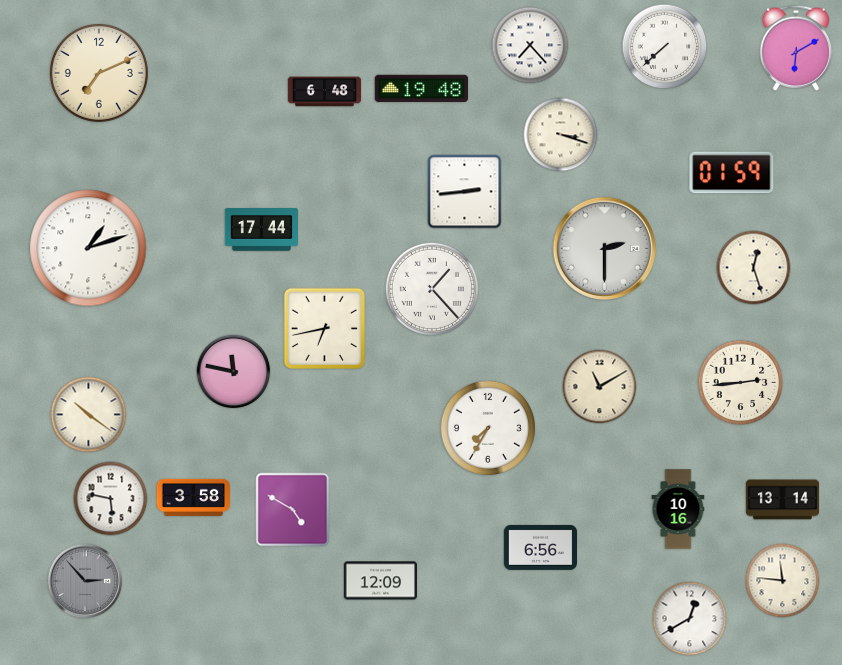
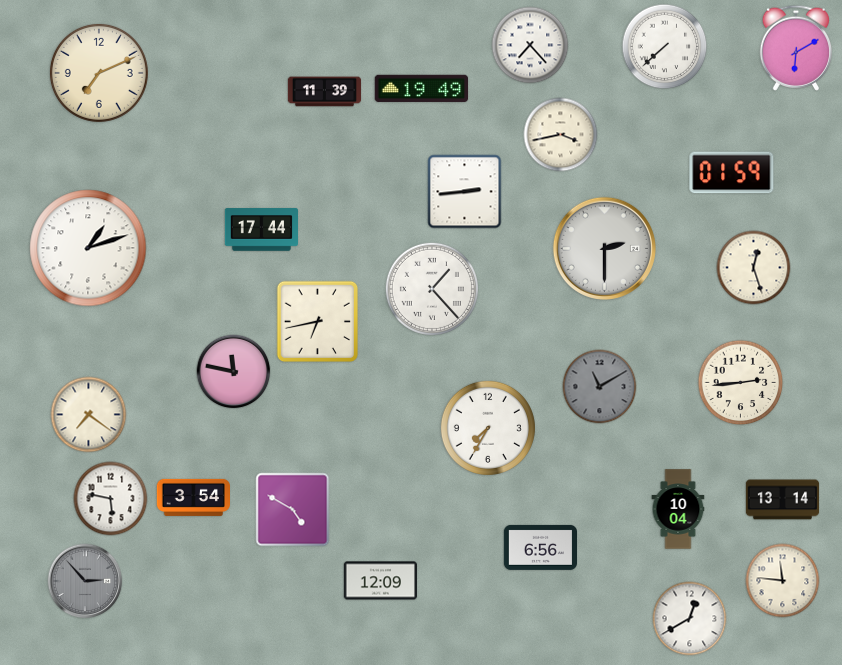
clock at (422, 88): 19:48 -> 19:49
clock at (325, 92): 6:48 -> 11:39
clock at (561, 135): 3:18 -> 3:43
clock at (324, 329) position: (324, 329) -> (317, 322)
clock at (600, 387) dial: cream -> grey
clock at (89, 415): 10:21 -> 7:21
clock at (193, 497): 3:58 -> 3:54
clock at (678, 509): 10:16 -> 10:04
